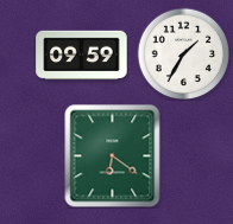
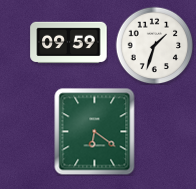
clock at (183, 53): 1:35 -> 1:33
clock at (82, 56) position: (82, 56) -> (69, 43)
